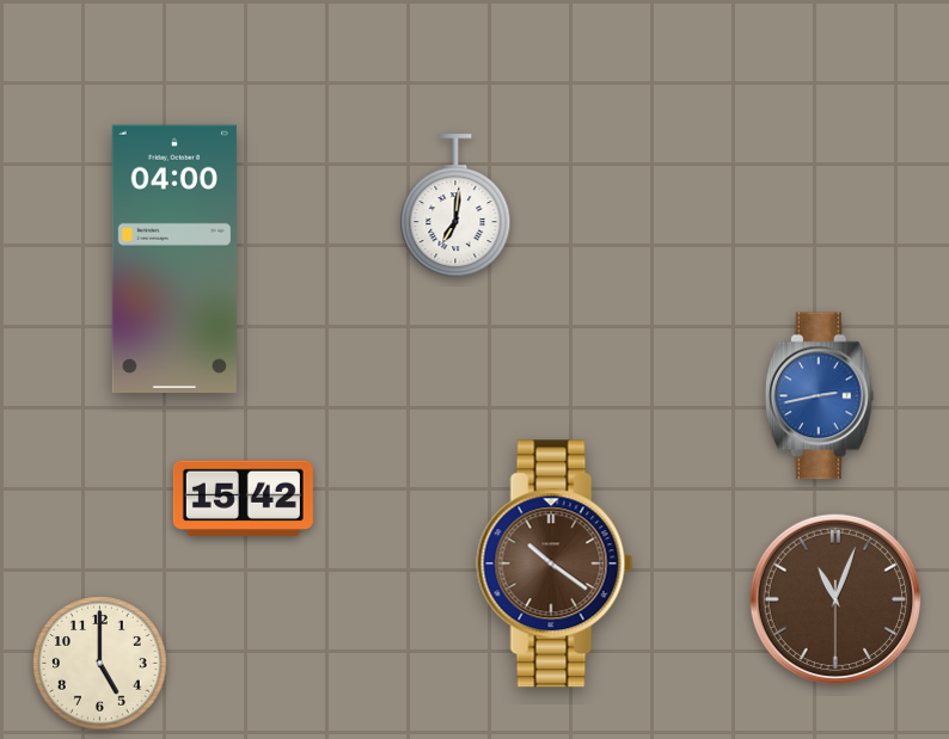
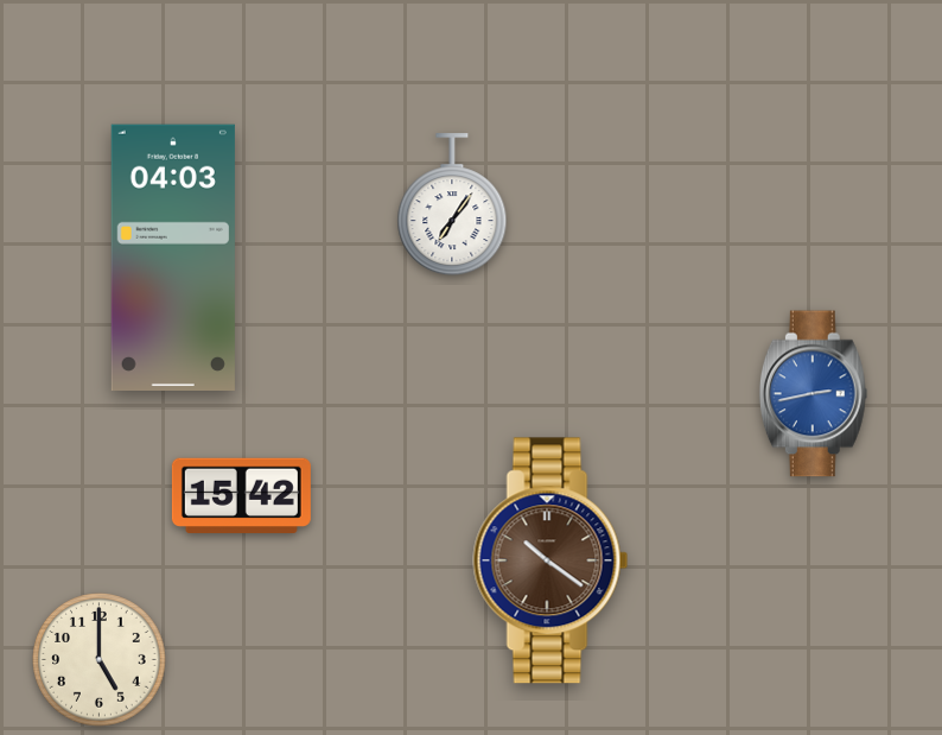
clock at (455, 207): 7:01 -> 7:06
clock at (175, 258): 04:00 -> 04:03
clock at (834, 598): 11:03 -> none
